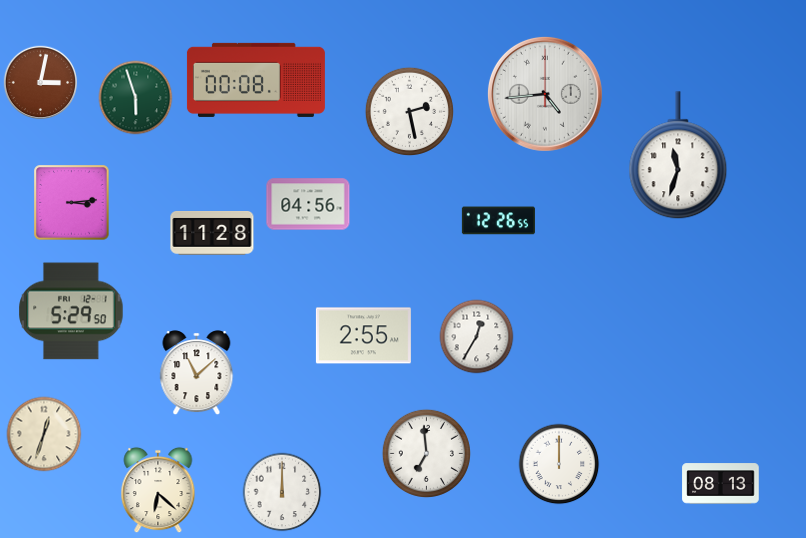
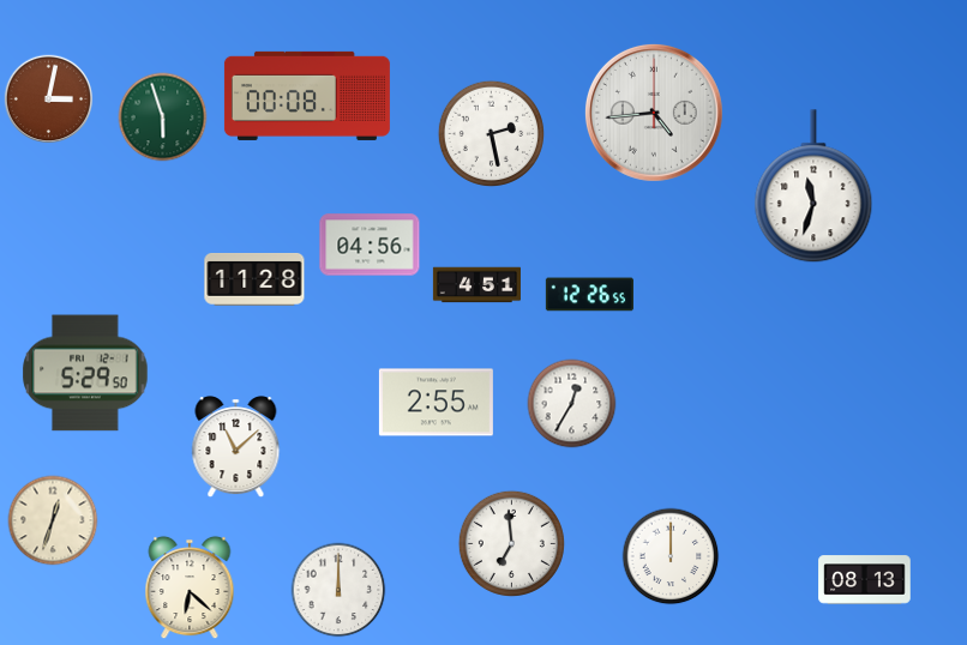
clock at (72, 203): 3:14 -> none
clock at (498, 221) position: (498, 221) -> (589, 295)
clock at (476, 285): none -> 4:51
